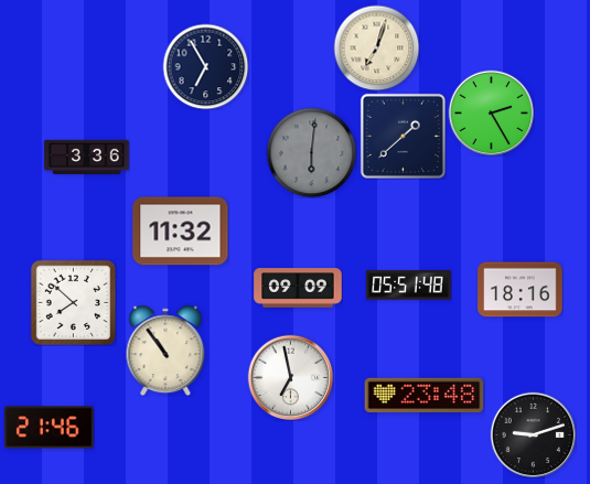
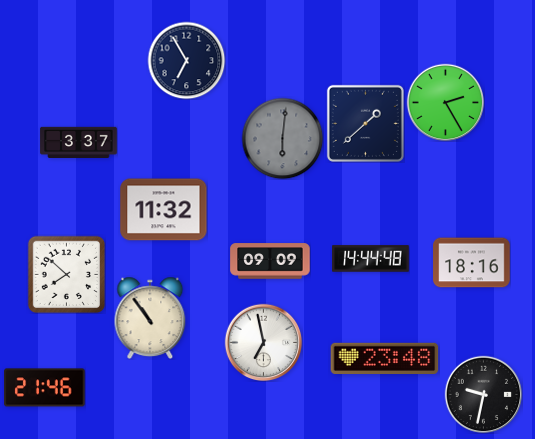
clock at (376, 47): 7:03 -> none
clock at (87, 157): 3:36 -> 3:37
clock at (409, 286): 05:51 -> 14:44
clock at (533, 434): 9:12 -> 9:32
